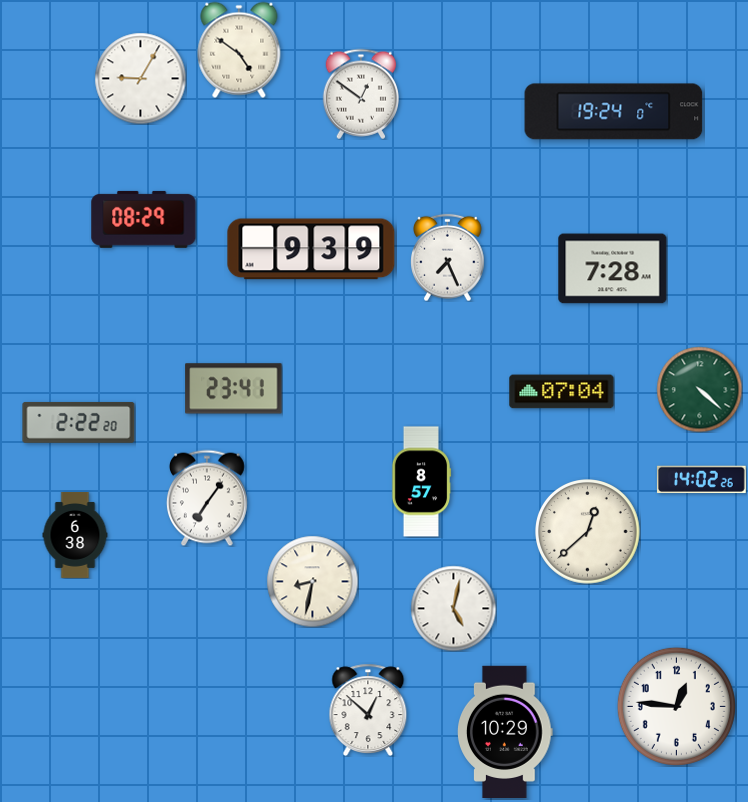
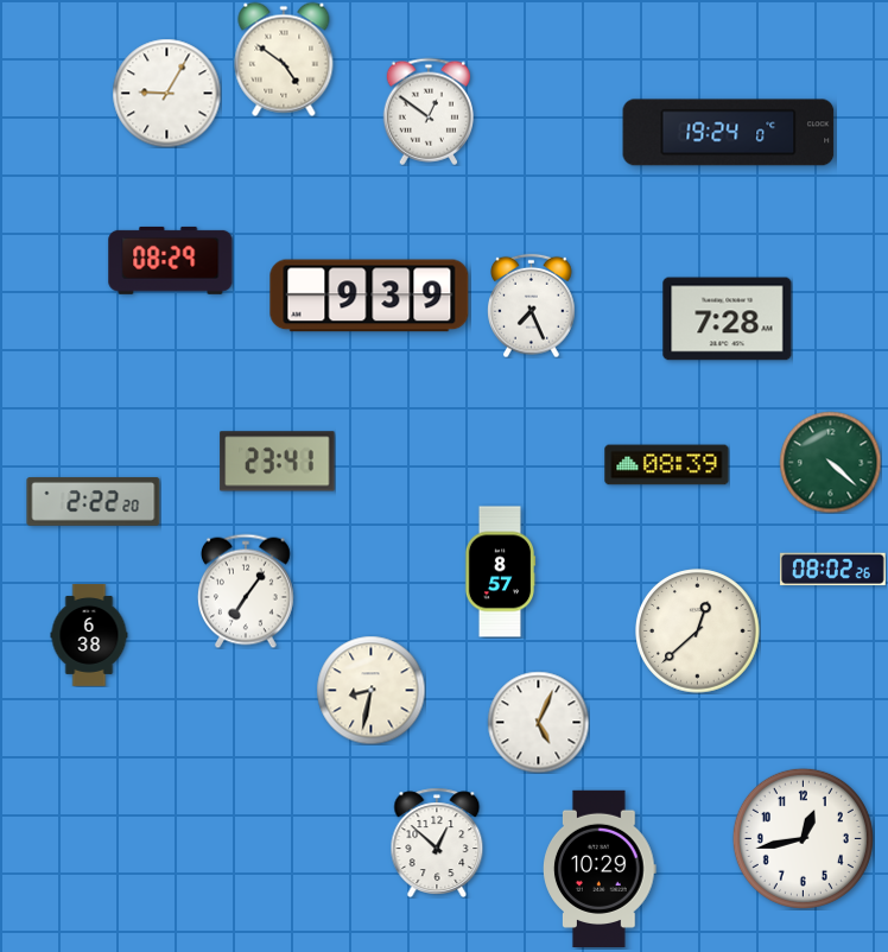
clock at (562, 392): 07:04 -> 08:39
clock at (701, 480): 14:02 -> 08:02
clock at (453, 608): 5:02 -> 5:04
clock at (676, 706): 12:46 -> 12:43
